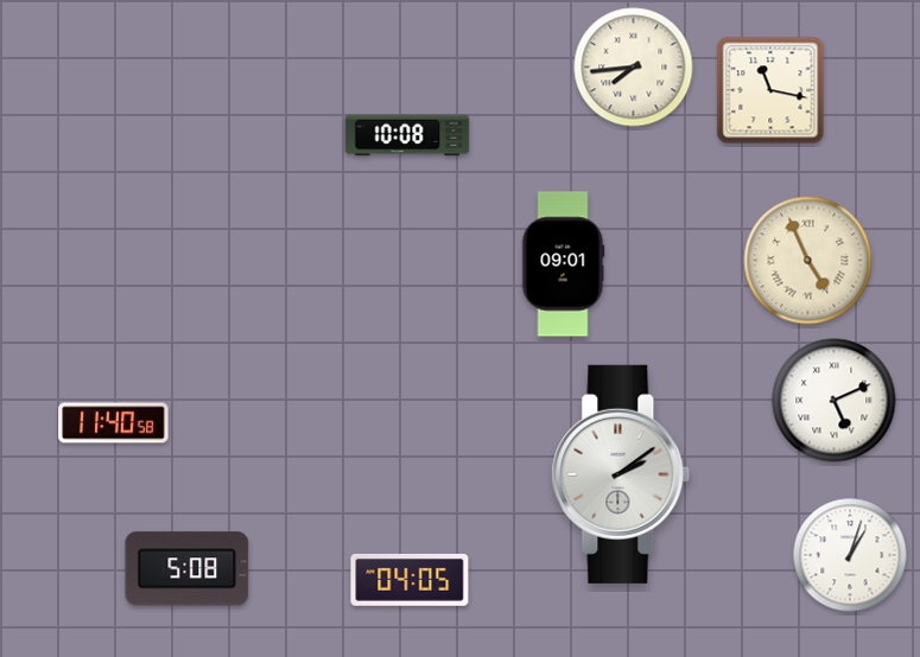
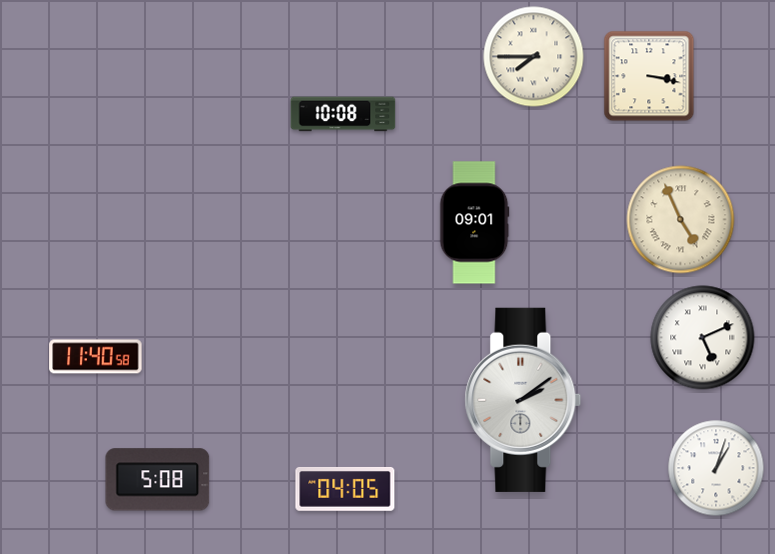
clock at (634, 68): 7:44 -> 7:45
clock at (770, 90): 11:17 -> 3:17
